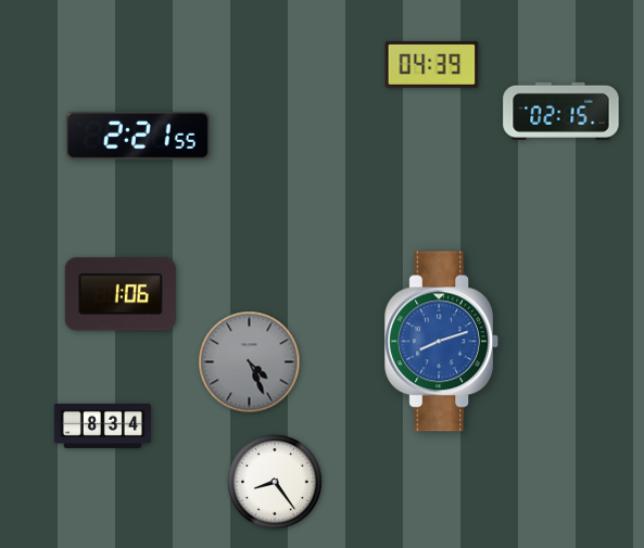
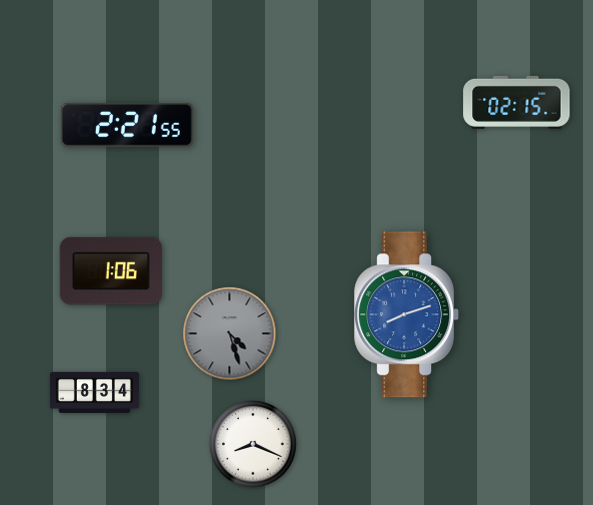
clock at (432, 64): 04:39 -> none
clock at (250, 362): 4:26 -> 4:27
clock at (276, 483): 8:24 -> 8:19
